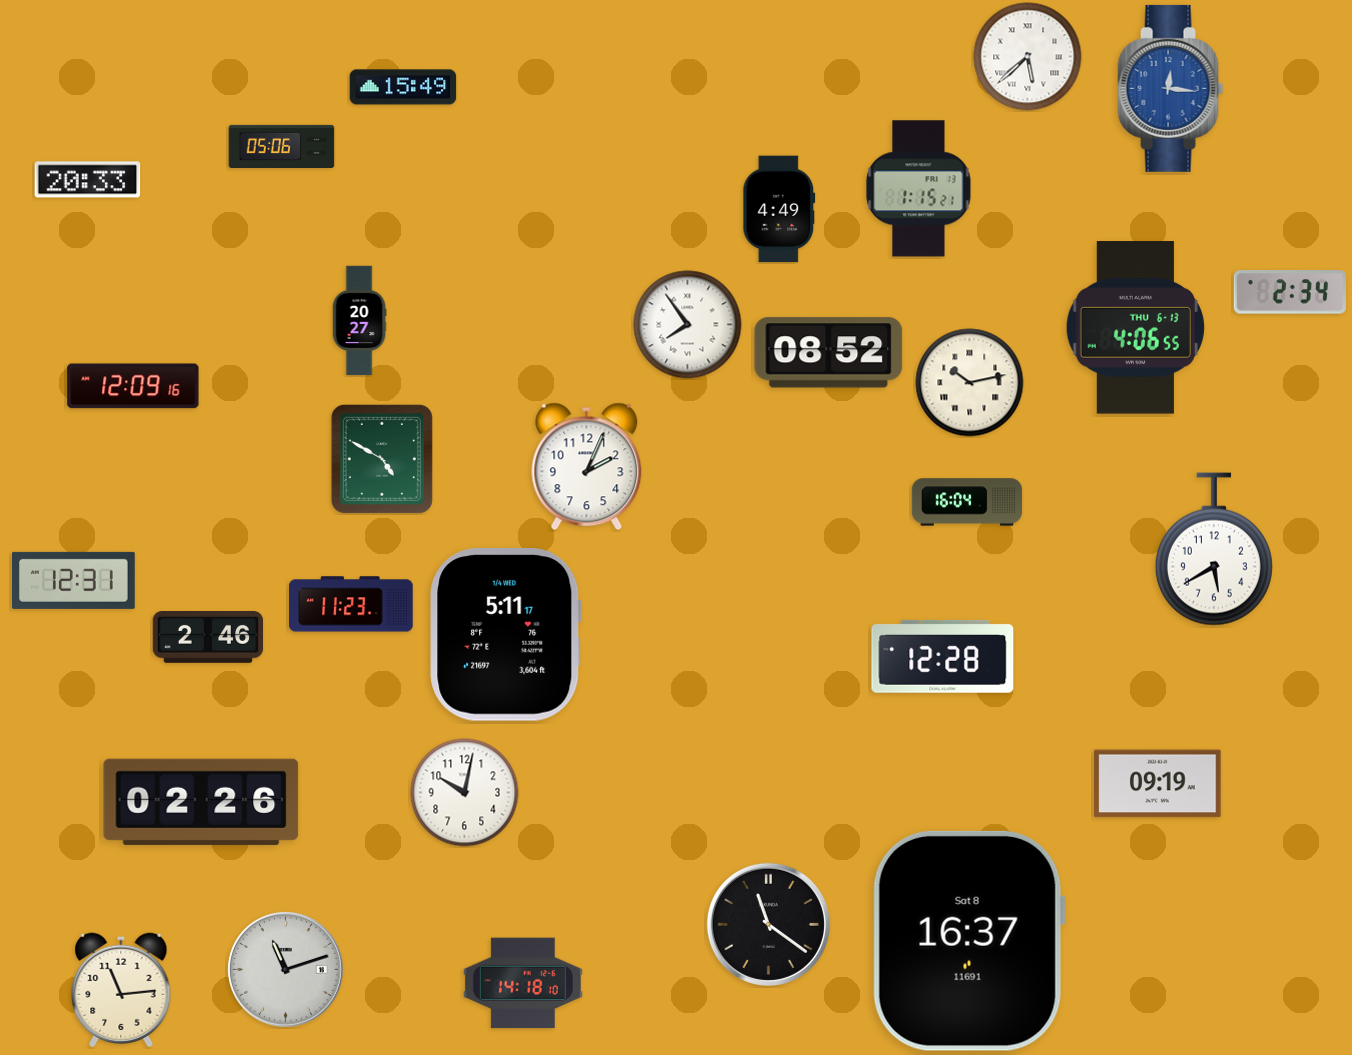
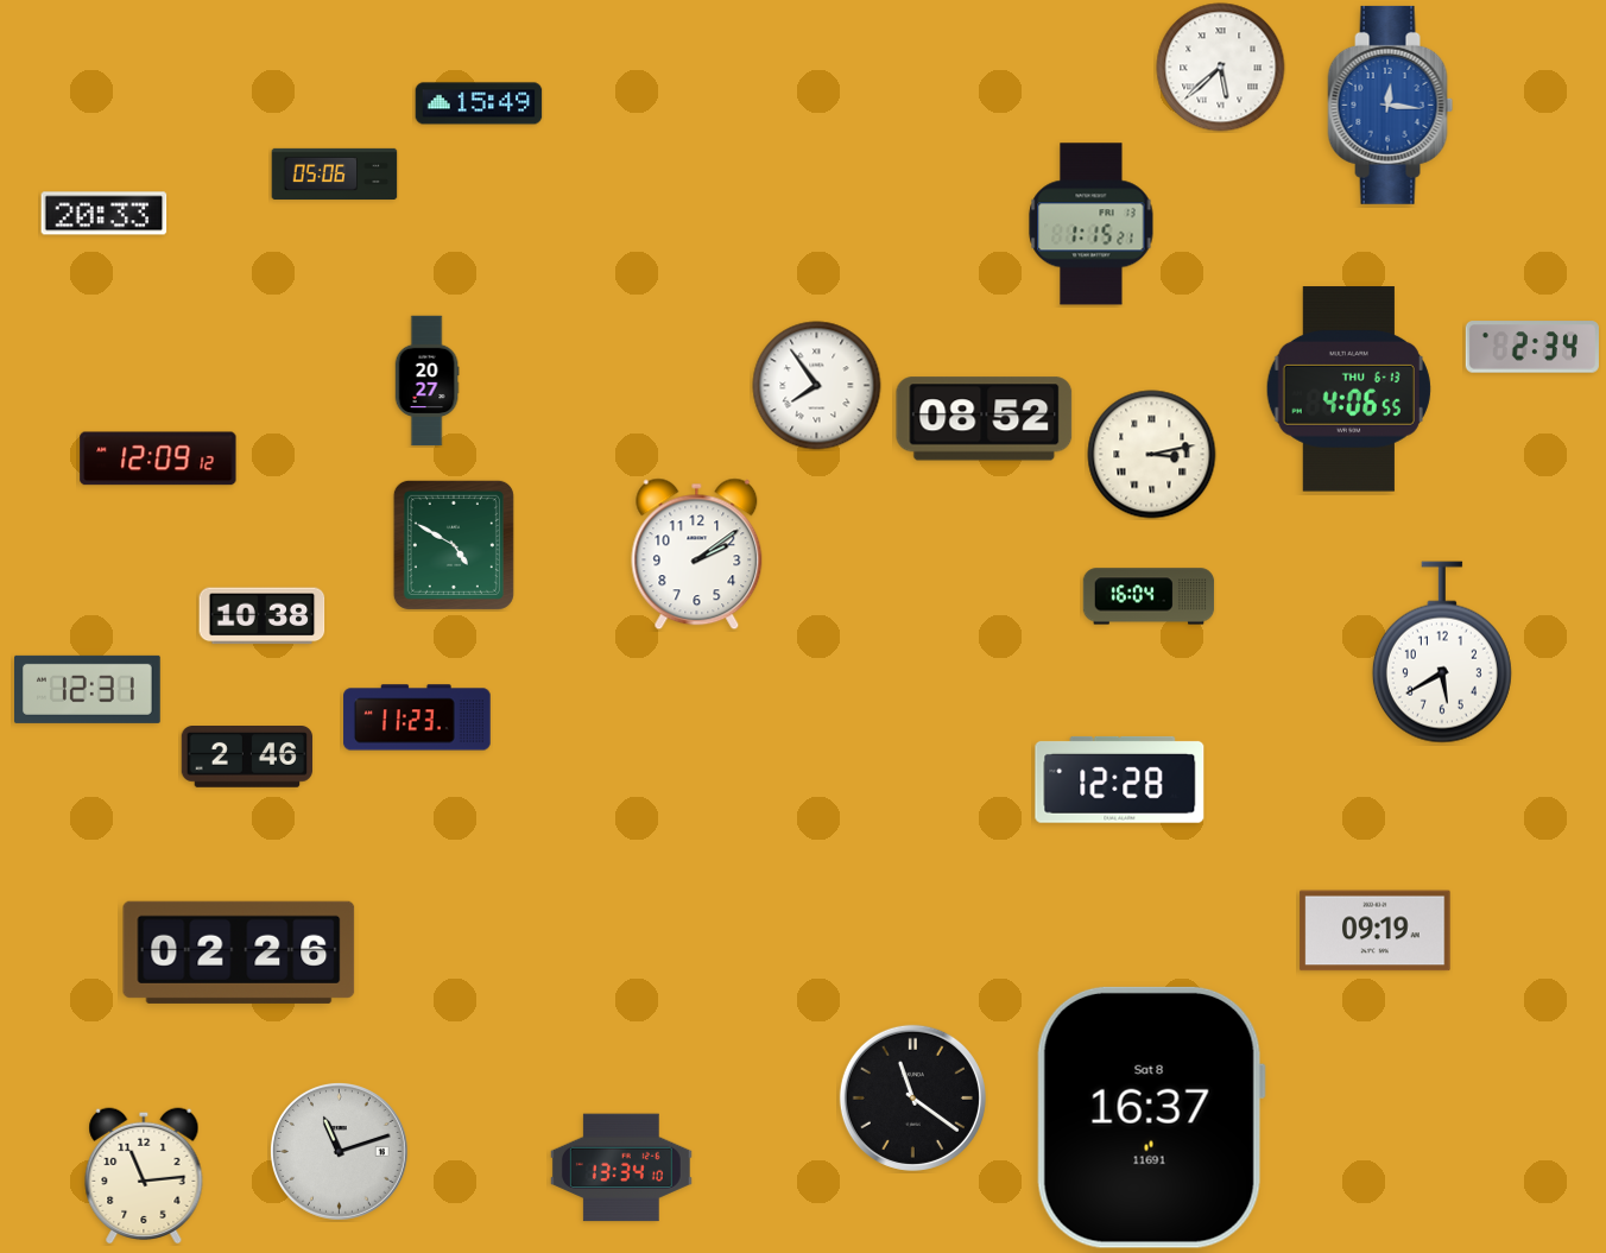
clock at (779, 209): 4:49 -> none
clock at (970, 383): 10:13 -> 3:13
clock at (133, 386): 12:09:16 -> 12:09:12
clock at (587, 467): 2:04 -> 2:09
clock at (263, 616): none -> 10:38
clock at (506, 635): 5:11 -> none
clock at (465, 793): 10:02 -> none
clock at (523, 983): 14:18 -> 13:34
